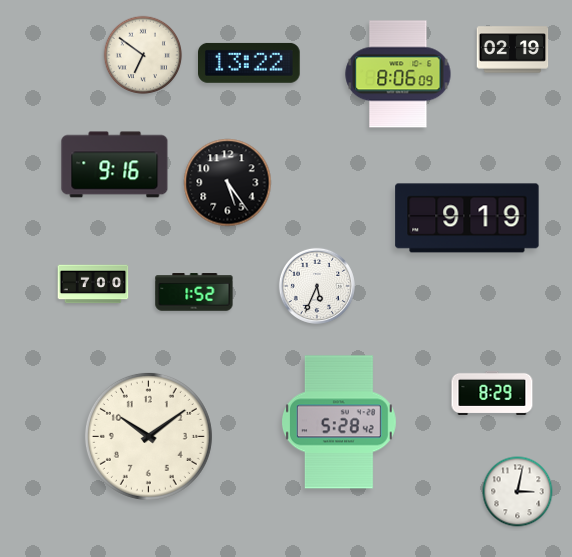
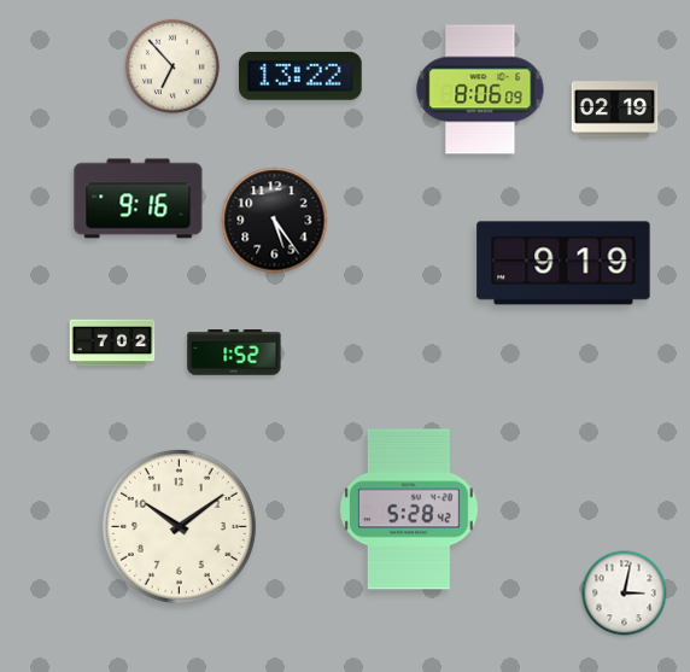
clock at (513, 50) position: (513, 50) -> (615, 110)
clock at (143, 55): 6:51 -> 6:53
clock at (93, 284): 7:00 -> 7:02
clock at (317, 286): 5:34 -> none
clock at (492, 393): 8:29 -> none
